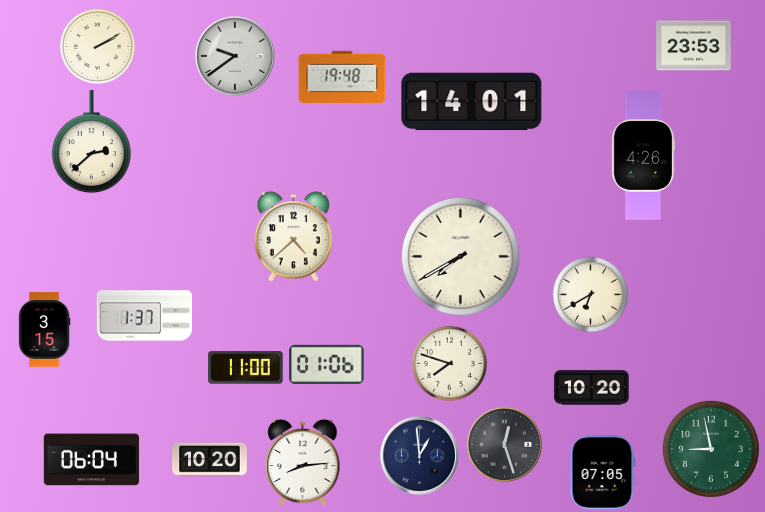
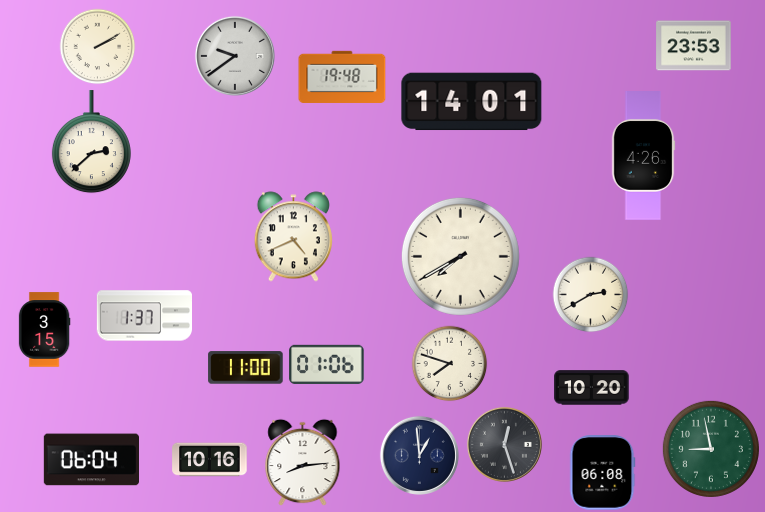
clock at (293, 237): 4:38 -> 4:41
clock at (591, 295): 6:40 -> 2:40
clock at (210, 460): 10:20 -> 10:16
clock at (602, 473): 07:05 -> 06:08
